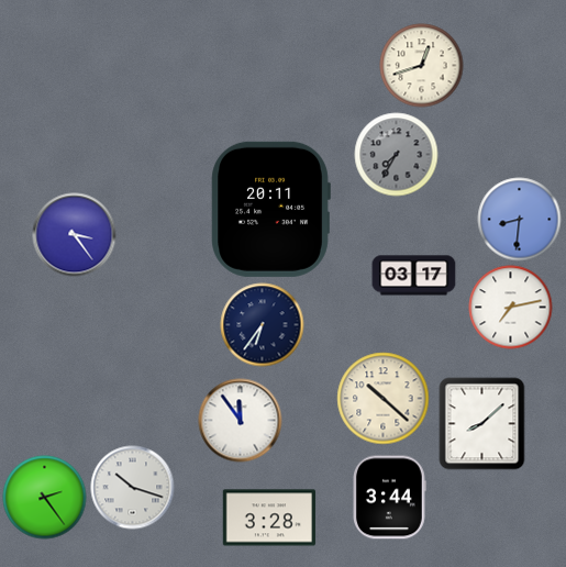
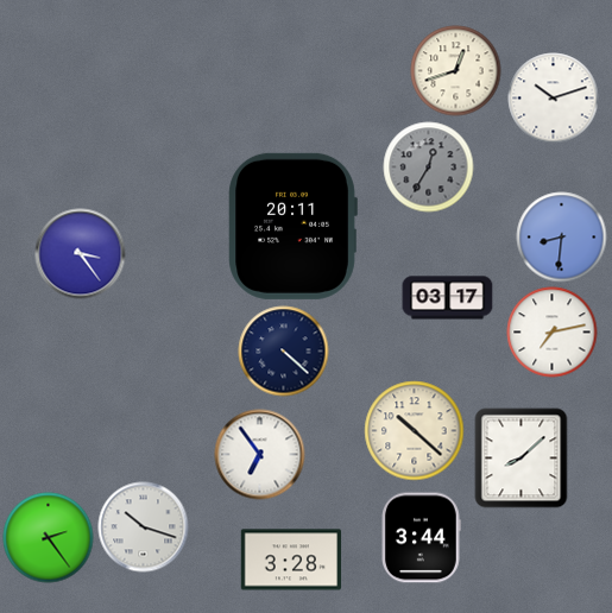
clock at (554, 99): none -> 10:12
clock at (397, 155): 7:35 -> 12:35
clock at (263, 325): 6:36 -> 4:22
clock at (241, 421): 11:54 -> 6:54
